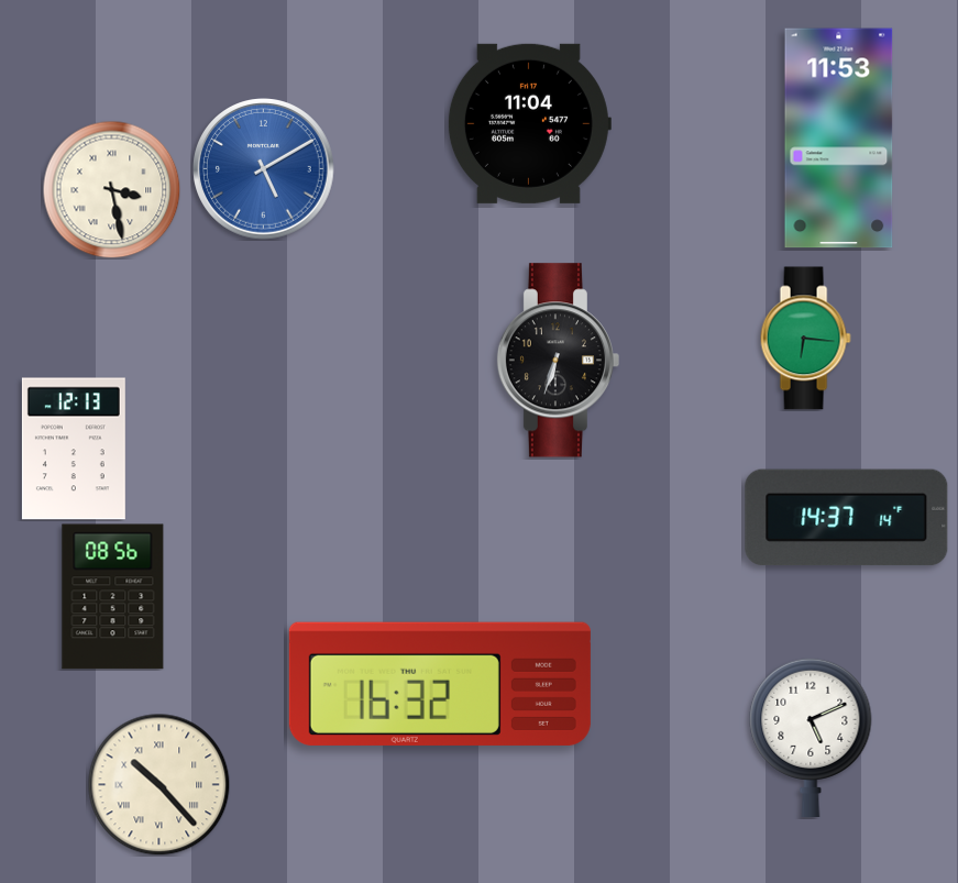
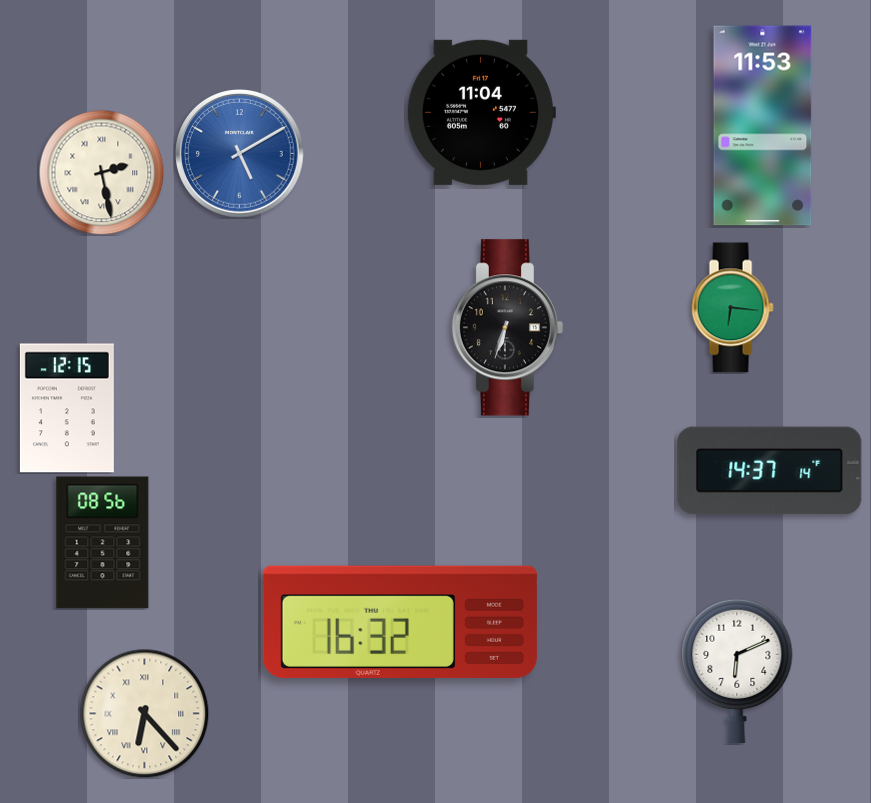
clock at (111, 189): 3:28 -> 2:28
clock at (74, 449): 12:13 -> 12:15
clock at (811, 737): 5:11 -> 6:11
clock at (158, 784): 10:23 -> 6:23
